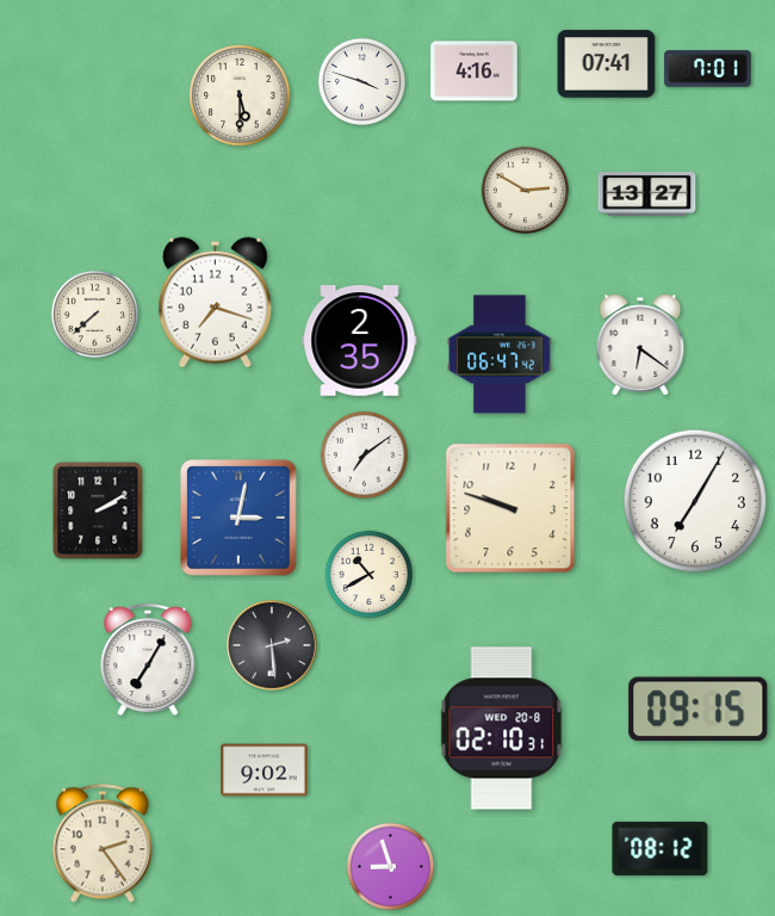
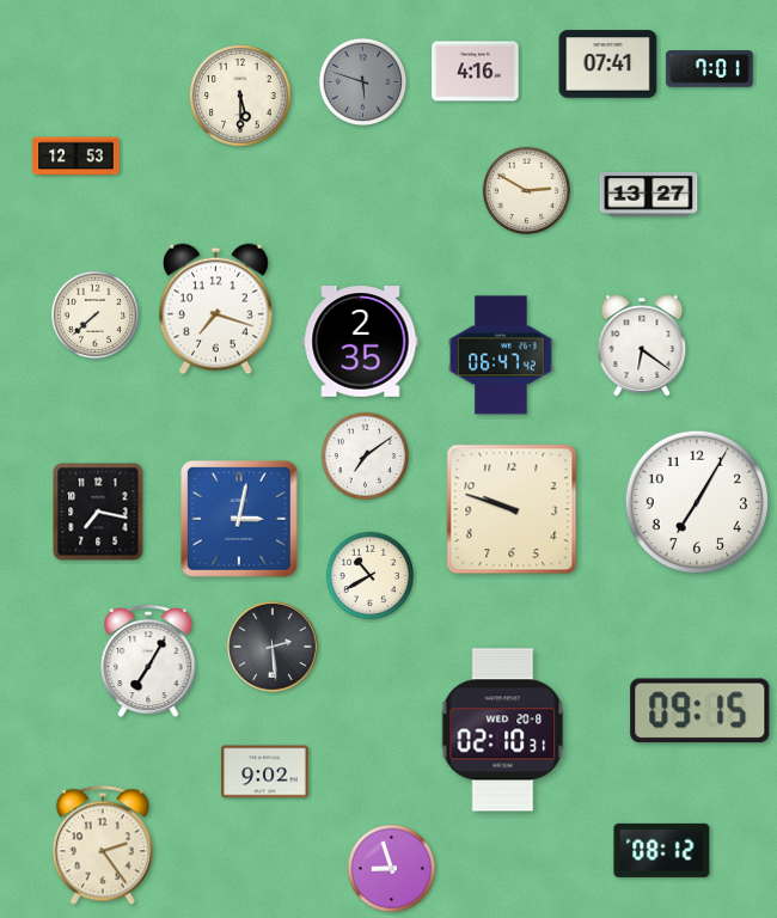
clock at (361, 81): 3:48 -> 5:48
clock at (361, 81) dial: white -> grey
clock at (77, 157): none -> 12:53
clock at (215, 303) position: (215, 303) -> (215, 310)
clock at (98, 510): 2:10 -> 7:17
